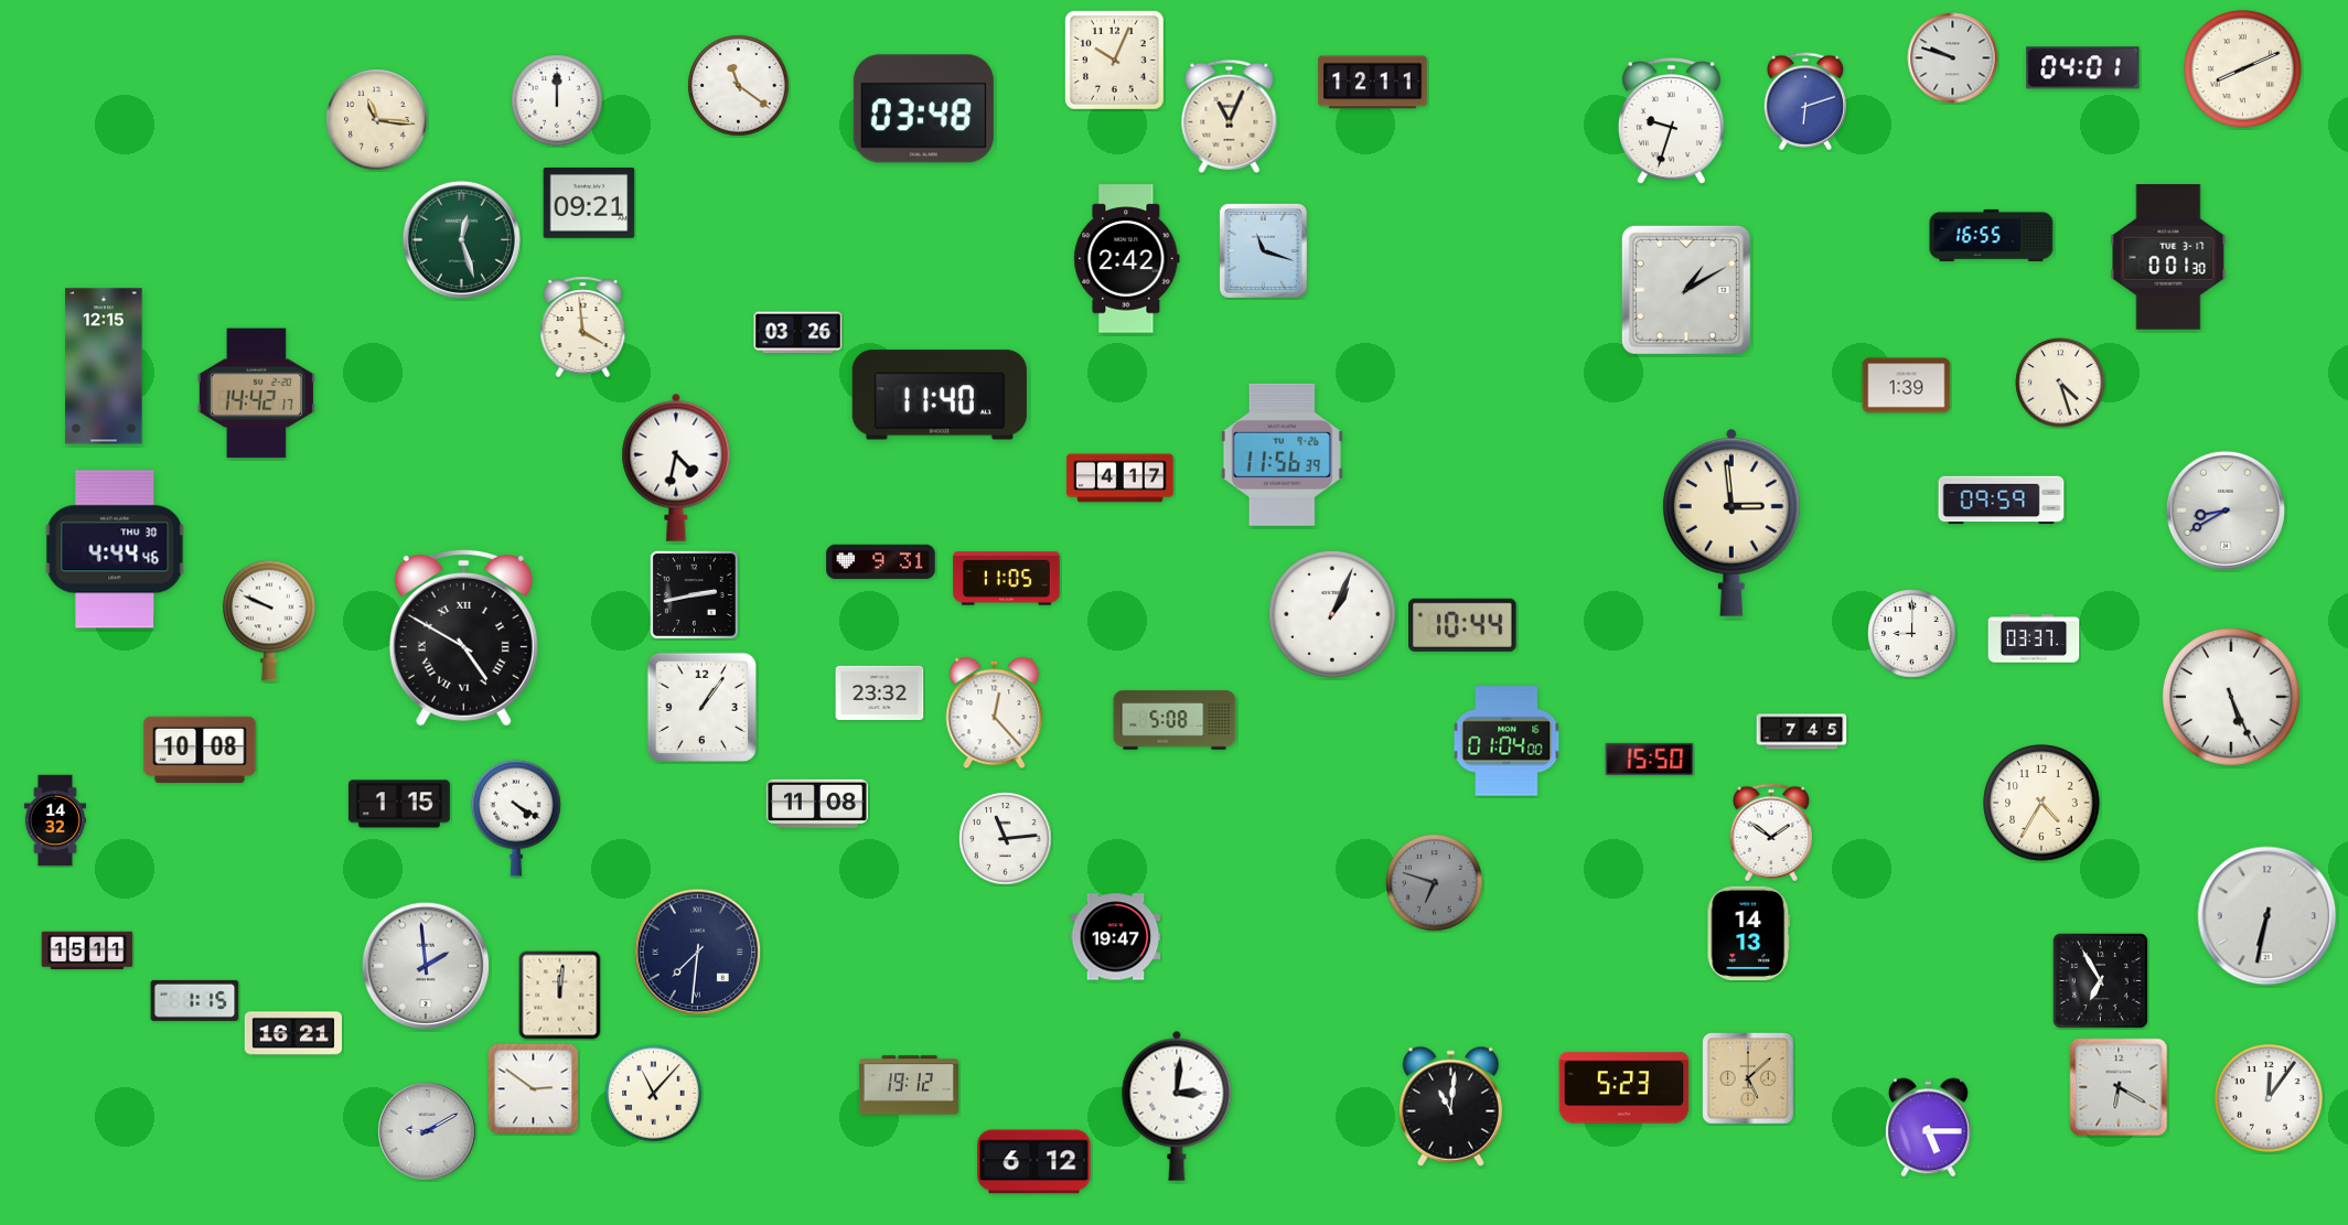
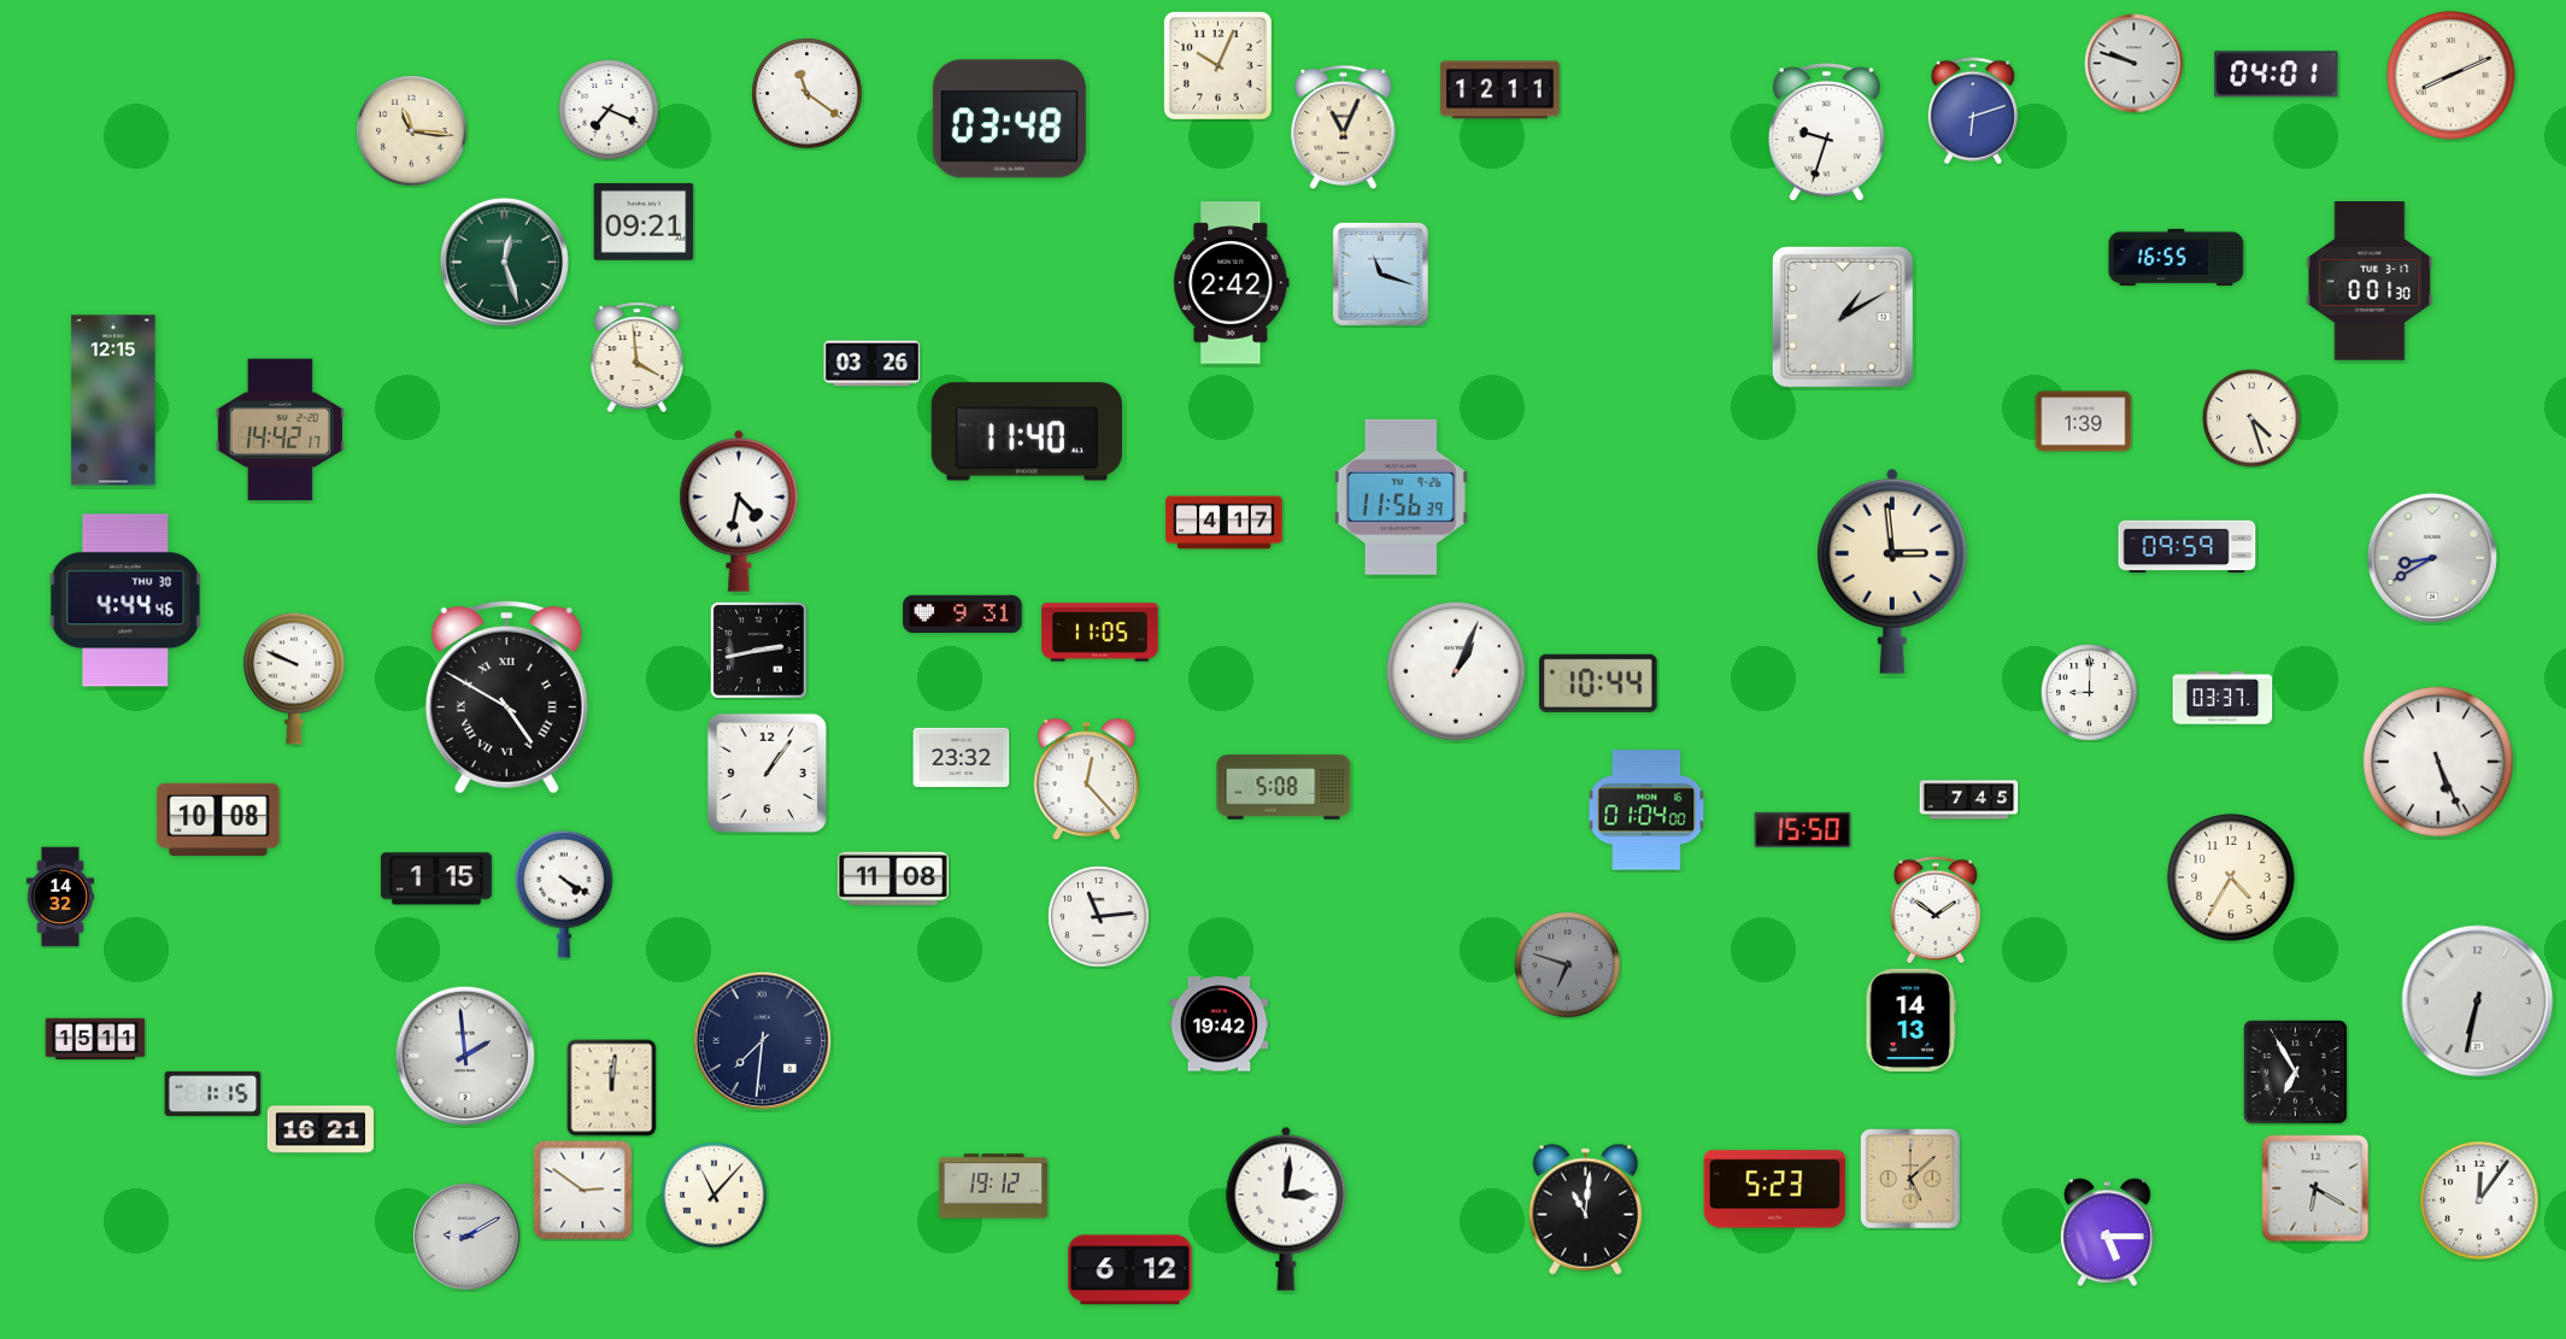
clock at (557, 100): 12:00 -> 7:19
clock at (1116, 937): 19:47 -> 19:42
